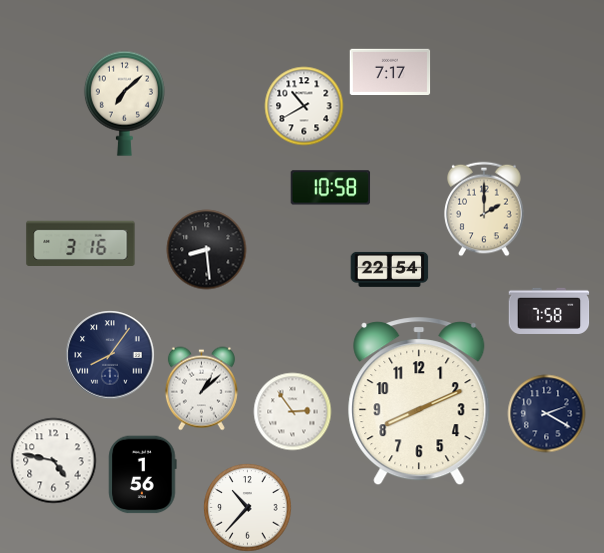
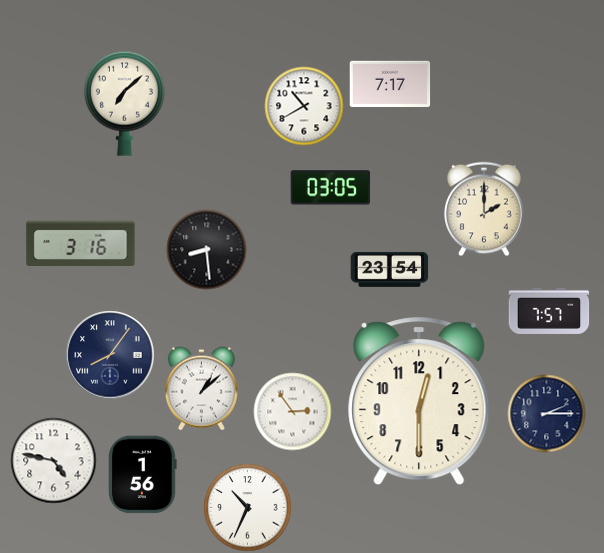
clock at (390, 71) position: (390, 71) -> (390, 83)
clock at (330, 188): 10:58 -> 03:05
clock at (389, 269): 22:54 -> 23:54
clock at (549, 311): 7:58 -> 7:57
clock at (419, 402): 8:11 -> 12:30
clock at (546, 413): 2:20 -> 2:15
clock at (247, 507): 10:37 -> 10:34
